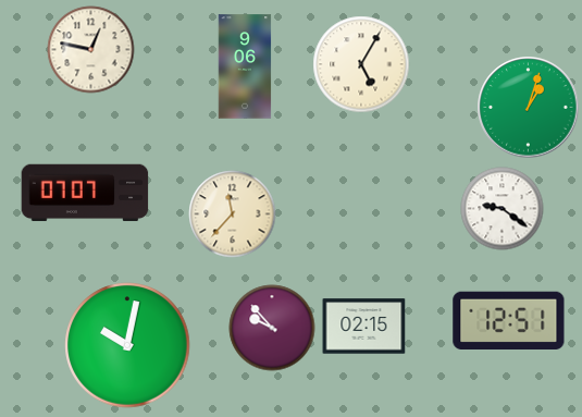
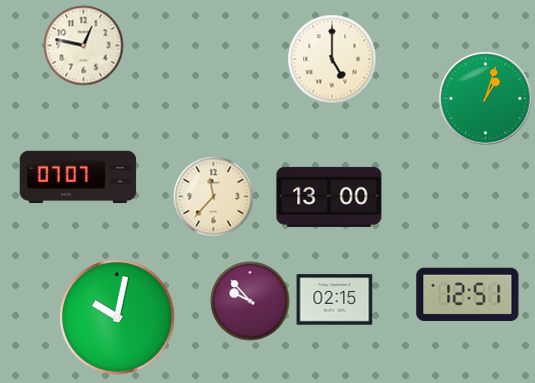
clock at (361, 64): 5:05 -> 5:00
clock at (245, 66): 9:06 -> none
clock at (503, 209): 9:21 -> none
clock at (329, 197): none -> 13:00
